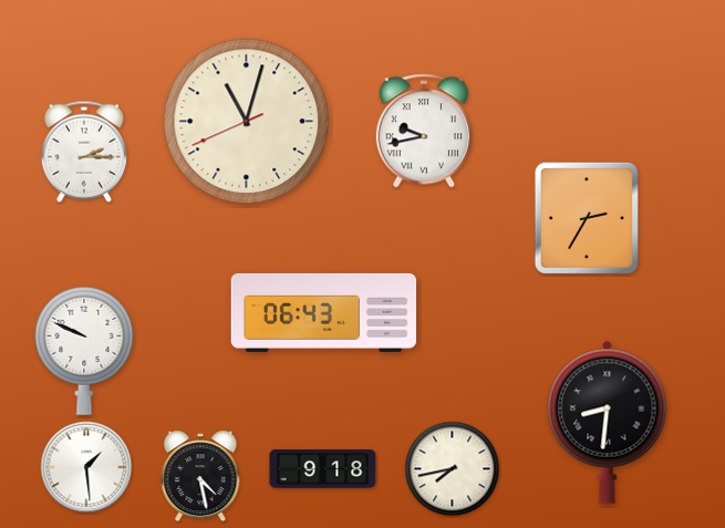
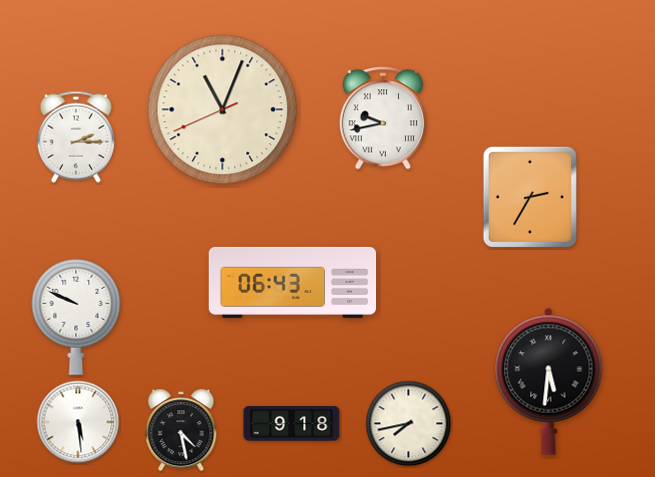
clock at (247, 122): 11:02 -> 11:03
clock at (608, 422): 8:31 -> 5:31
clock at (86, 467): 1:29 -> 5:29
